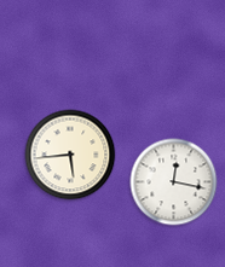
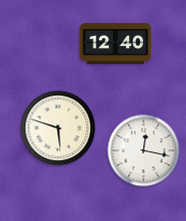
clock at (116, 43): none -> 12:40
clock at (70, 155): 5:44 -> 5:48
